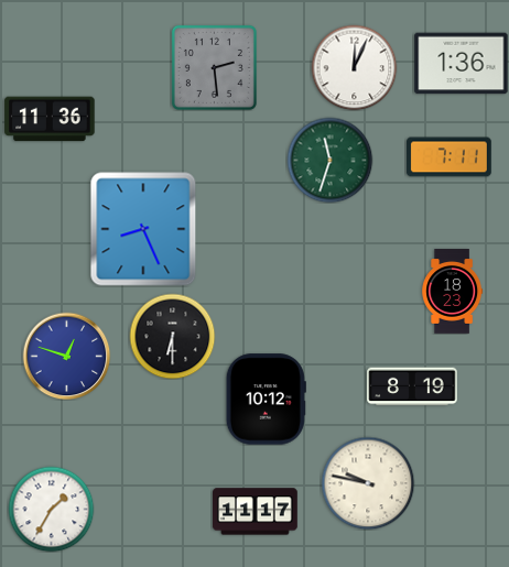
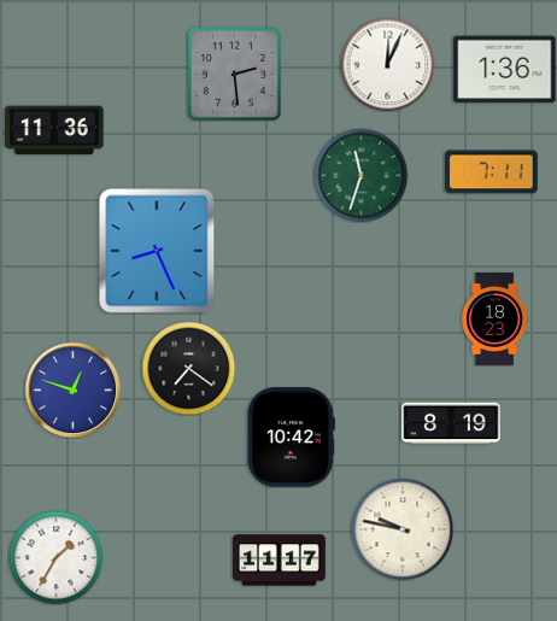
clock at (354, 67) position: (354, 67) -> (387, 64)
clock at (172, 336): 6:30 -> 7:21
clock at (266, 400): 10:12 -> 10:42
